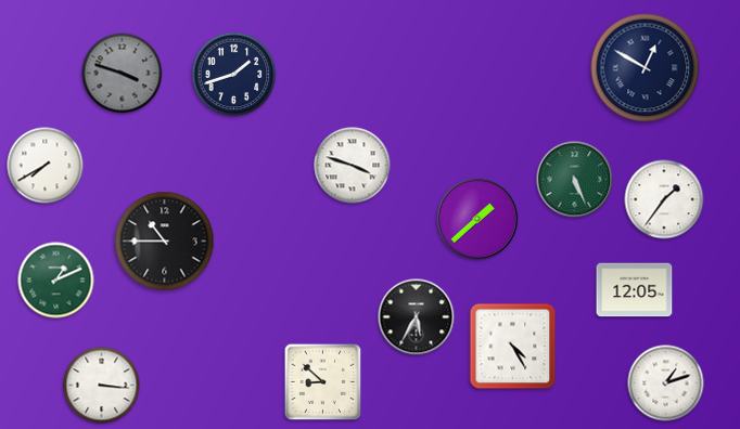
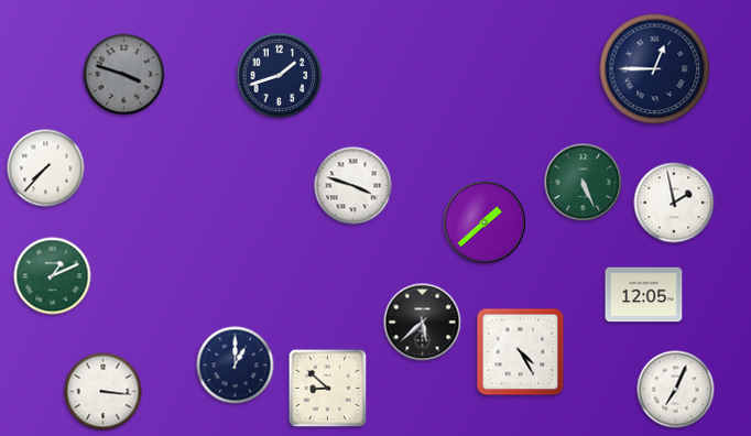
clock at (646, 68): 12:50 -> 12:45
clock at (234, 75) position: (234, 75) -> (280, 76)
clock at (46, 166): 7:40 -> 7:37
clock at (353, 166) position: (353, 166) -> (353, 186)
clock at (664, 199): 1:36 -> 1:58
clock at (165, 242): 10:45 -> none
clock at (56, 281) position: (56, 281) -> (53, 276)
clock at (417, 317): 5:35 -> 5:38
clock at (236, 366): none -> 1:00
clock at (666, 383): 1:12 -> 7:04
